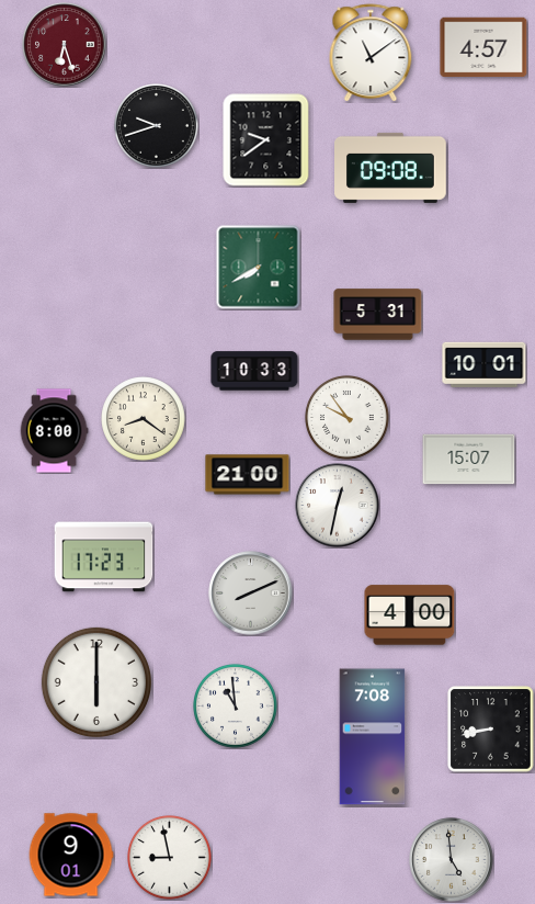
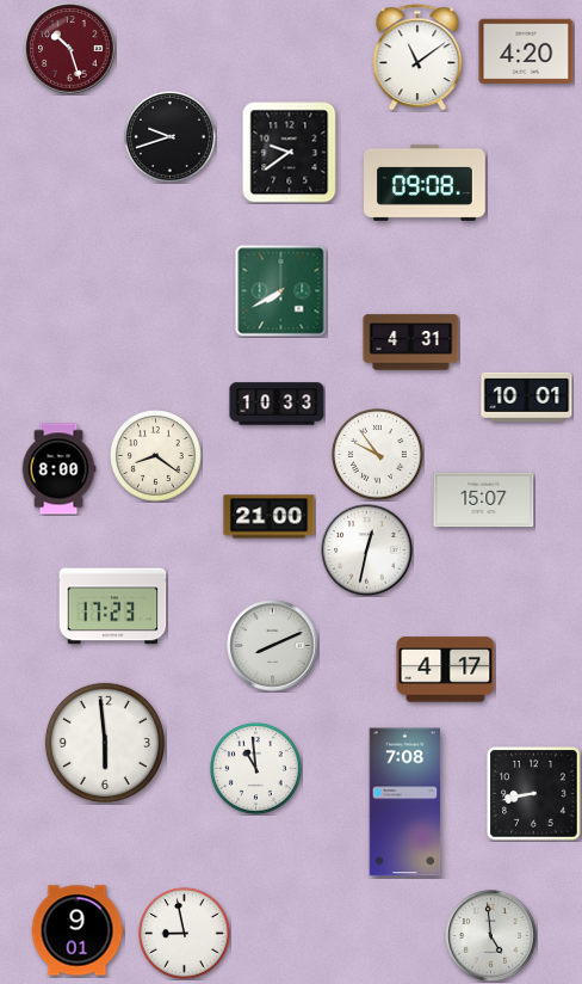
clock at (65, 45): 6:27 -> 10:27
clock at (483, 47): 4:57 -> 4:20
clock at (371, 53) position: (371, 53) -> (417, 57)
clock at (378, 315): 5:31 -> 4:31
clock at (469, 460) position: (469, 460) -> (484, 500)
clock at (410, 615): 4:00 -> 4:17
clock at (96, 682): 6:00 -> 5:59
